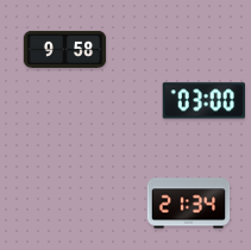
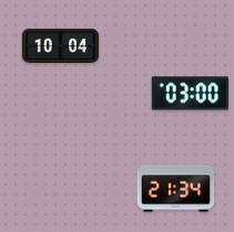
clock at (65, 49): 9:58 -> 10:04
